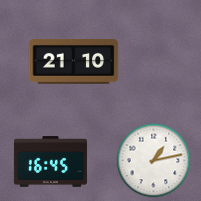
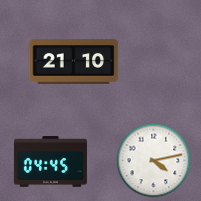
clock at (154, 161): 1:13 -> 4:13
clock at (50, 162): 16:45 -> 04:45
